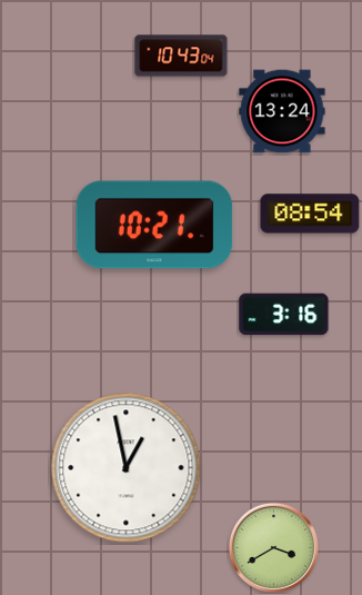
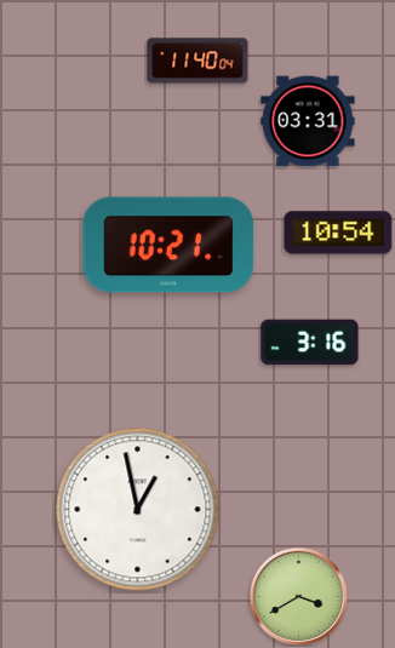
clock at (181, 56): 10:43 -> 11:40
clock at (282, 111): 13:24 -> 03:31
clock at (310, 214): 08:54 -> 10:54
